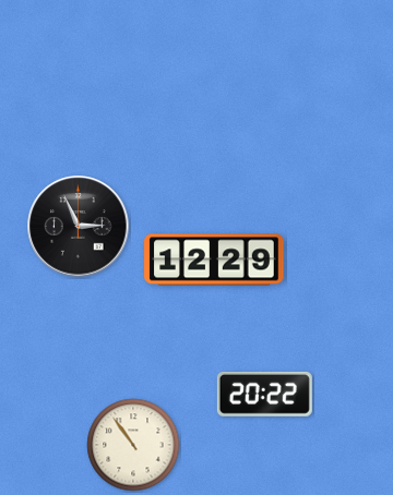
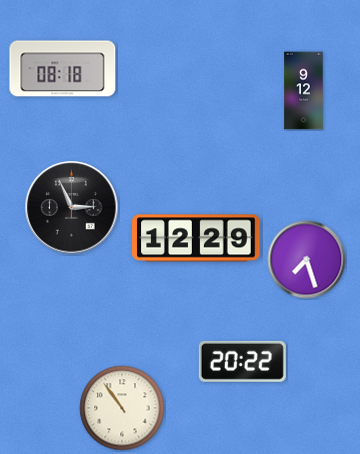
clock at (63, 69): none -> 08:18
clock at (304, 91): none -> 9:12
clock at (307, 260): none -> 7:27
